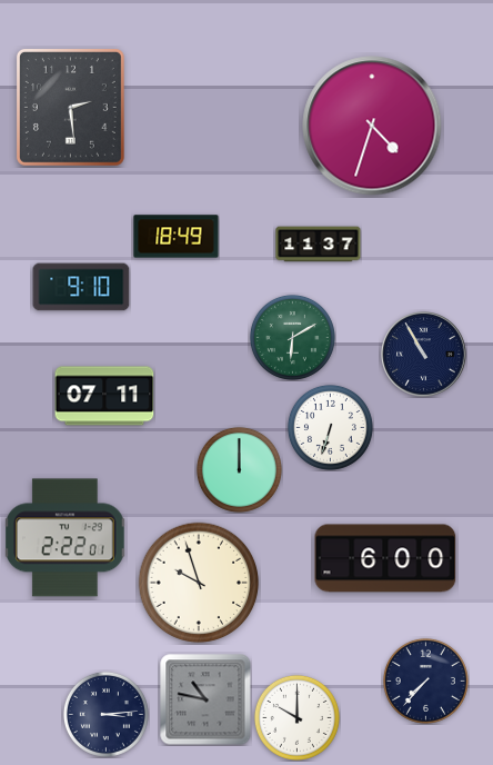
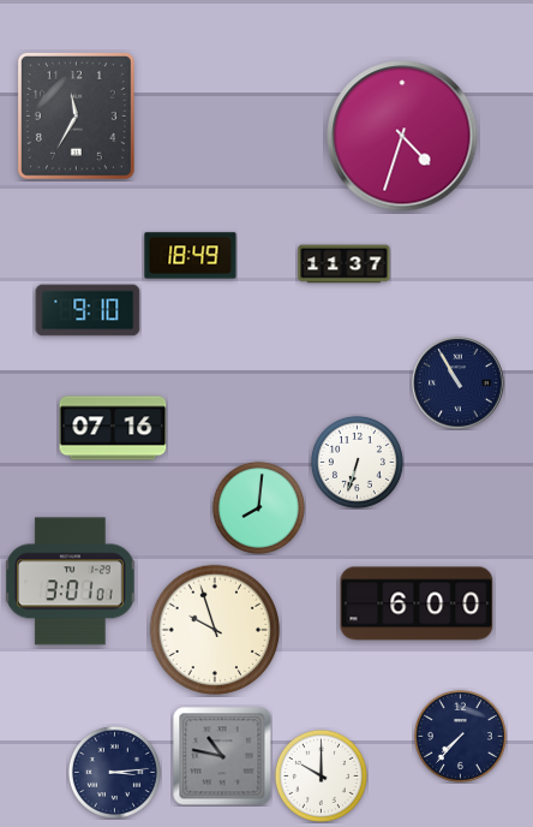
clock at (70, 107): 2:29 -> 11:35
clock at (292, 337): 6:10 -> none
clock at (104, 396): 07:11 -> 07:16
clock at (239, 469): 12:00 -> 8:01
clock at (66, 538): 2:22 -> 3:01
